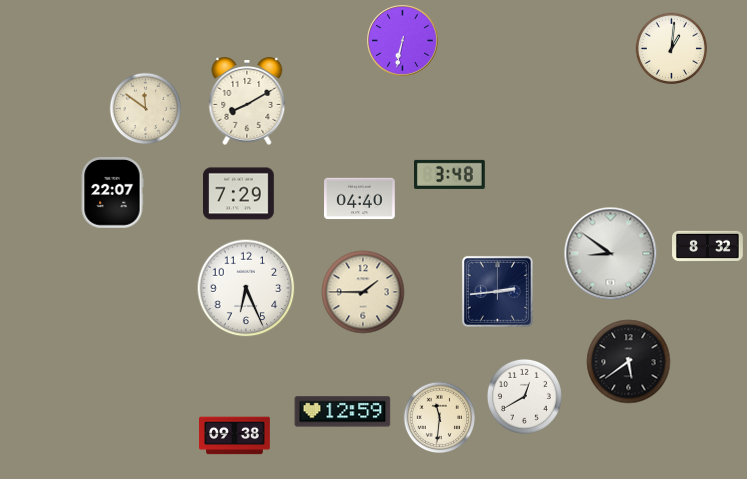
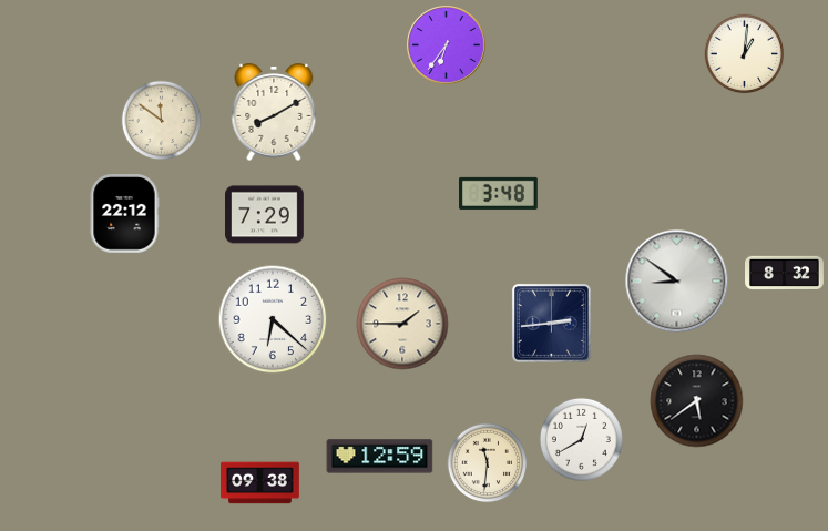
clock at (403, 41): 6:32 -> 6:36
clock at (112, 193): 22:07 -> 22:12
clock at (360, 199): 04:40 -> none
clock at (246, 288): 6:26 -> 6:22
